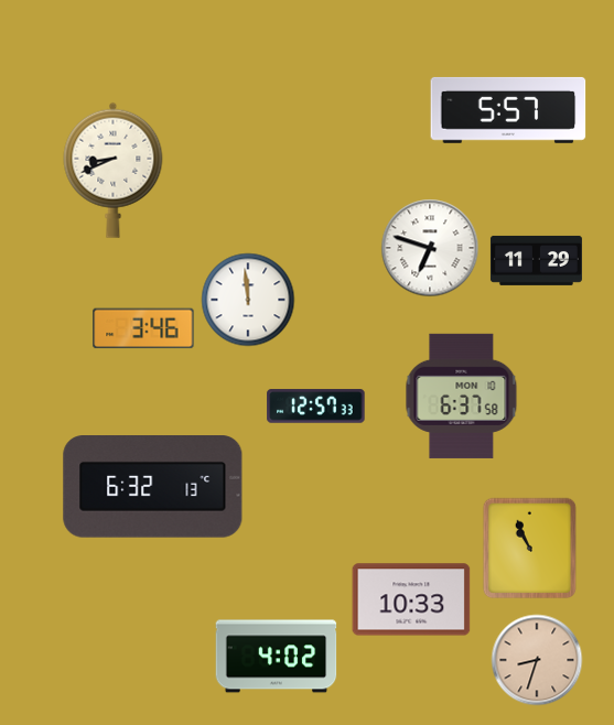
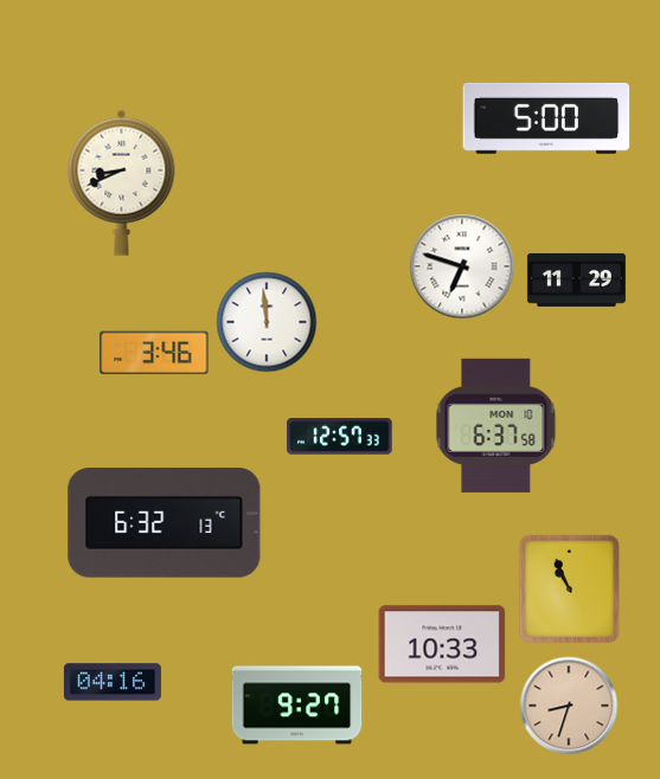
clock at (508, 110): 5:57 -> 5:00
clock at (113, 682): none -> 04:16
clock at (277, 657): 4:02 -> 9:27
clock at (537, 660) position: (537, 660) -> (569, 706)
